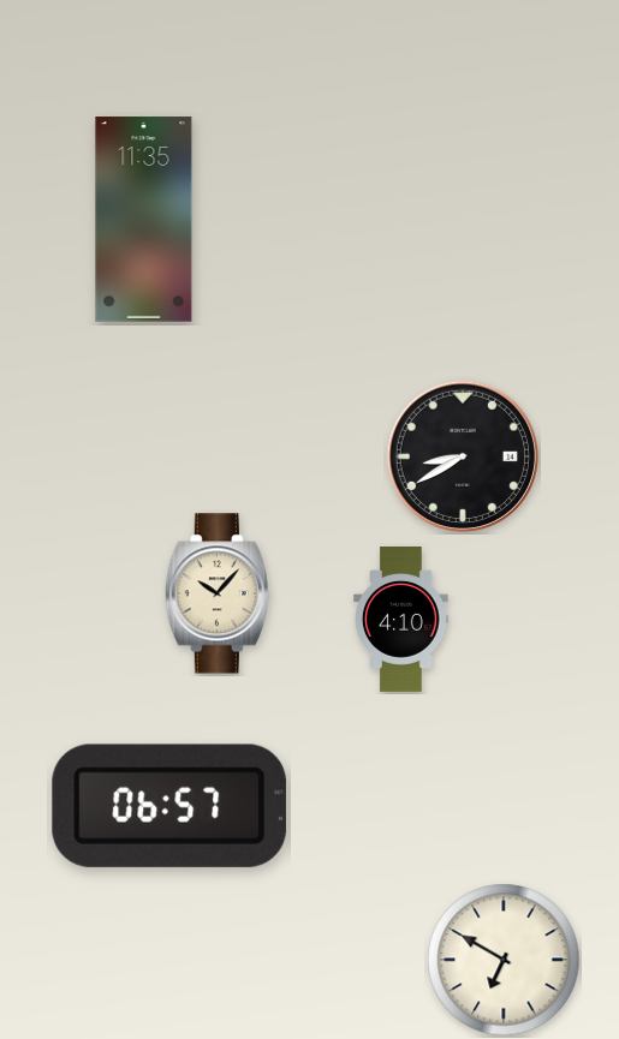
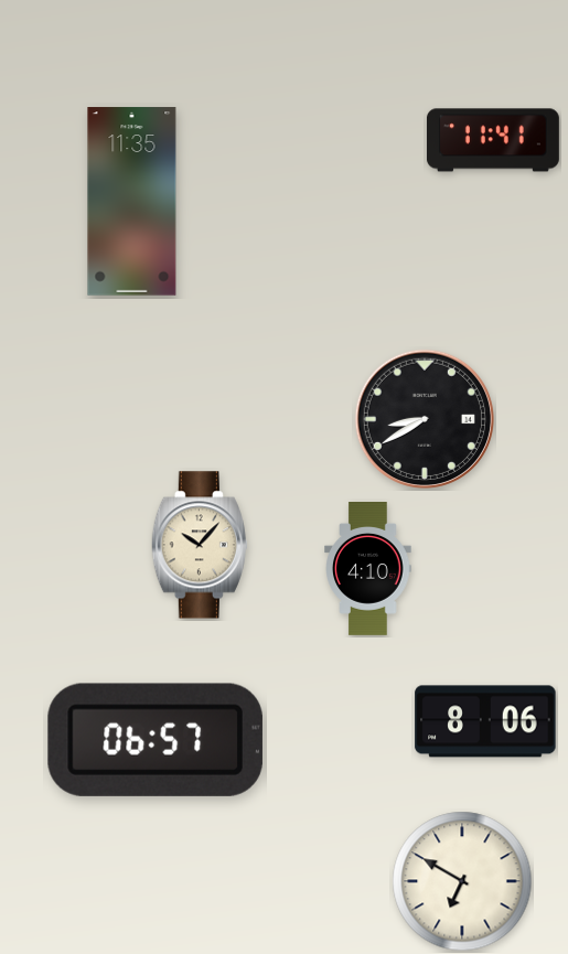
clock at (493, 140): none -> 11:41
clock at (485, 721): none -> 8:06
